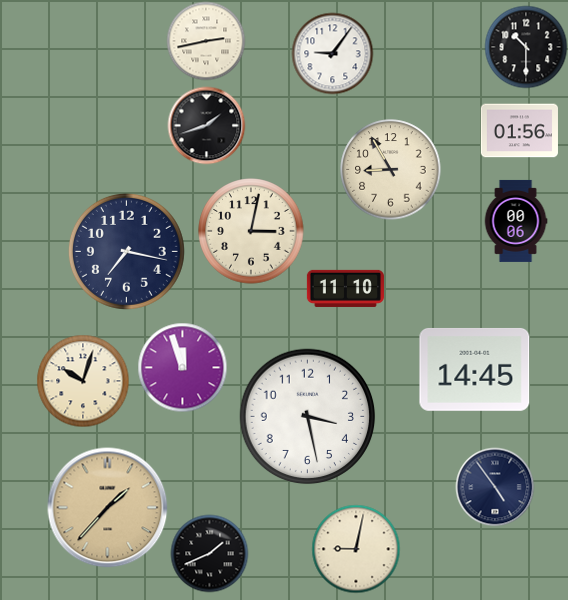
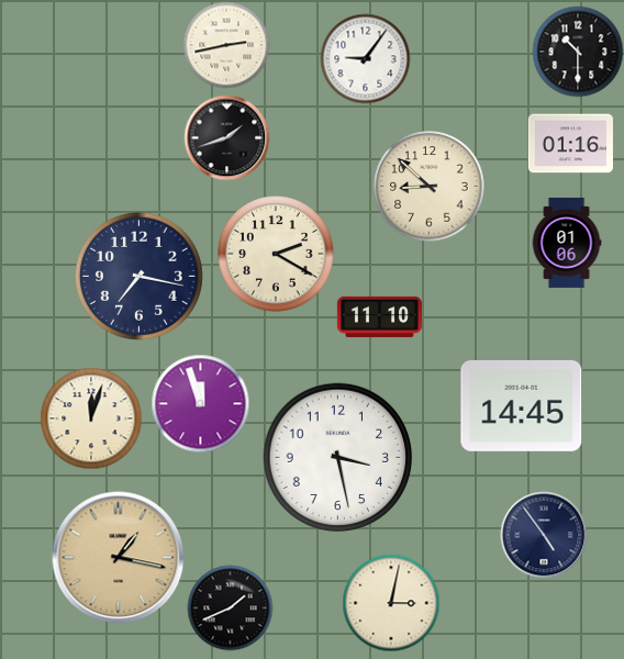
clock at (519, 131): 01:56 -> 01:16
clock at (391, 170): 8:55 -> 8:52
clock at (516, 221): 00:06 -> 01:06
clock at (251, 231): 3:02 -> 2:20
clock at (83, 381): 10:03 -> 12:03
clock at (108, 508): 1:37 -> 1:17
clock at (356, 549): 9:02 -> 3:02
